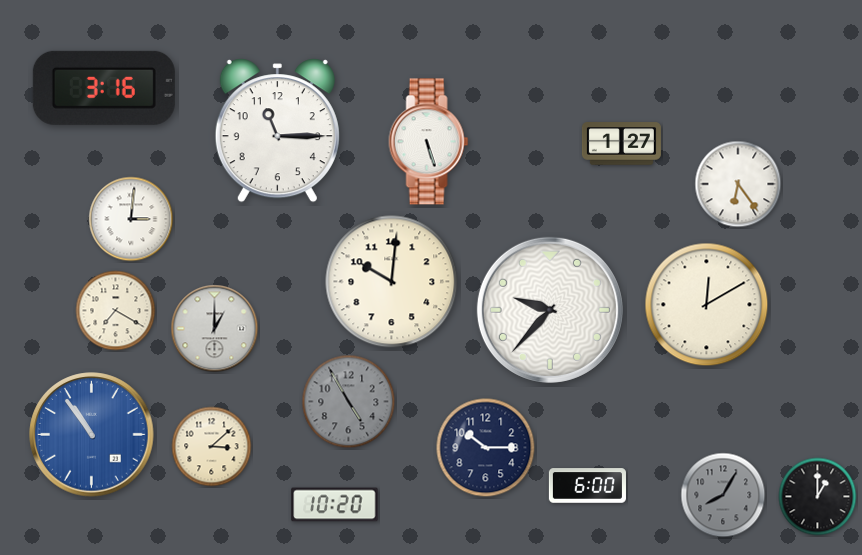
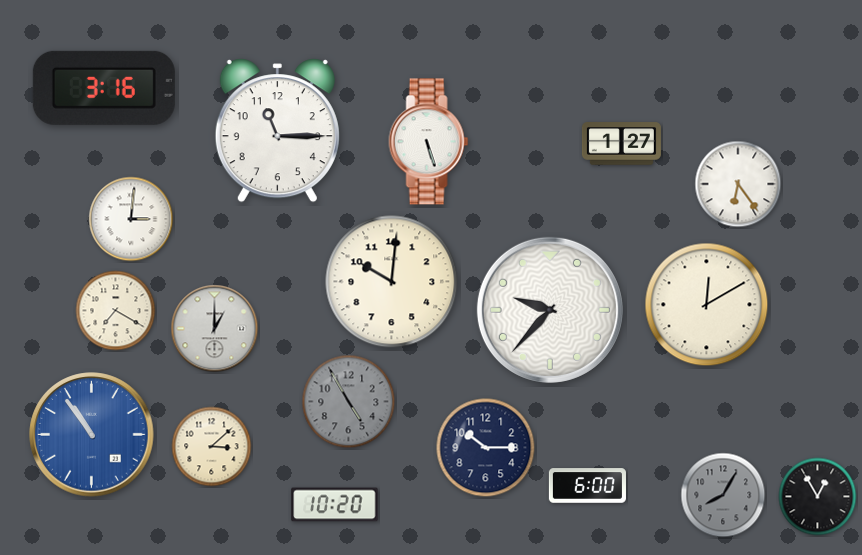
clock at (818, 497): 1:00 -> 12:55
